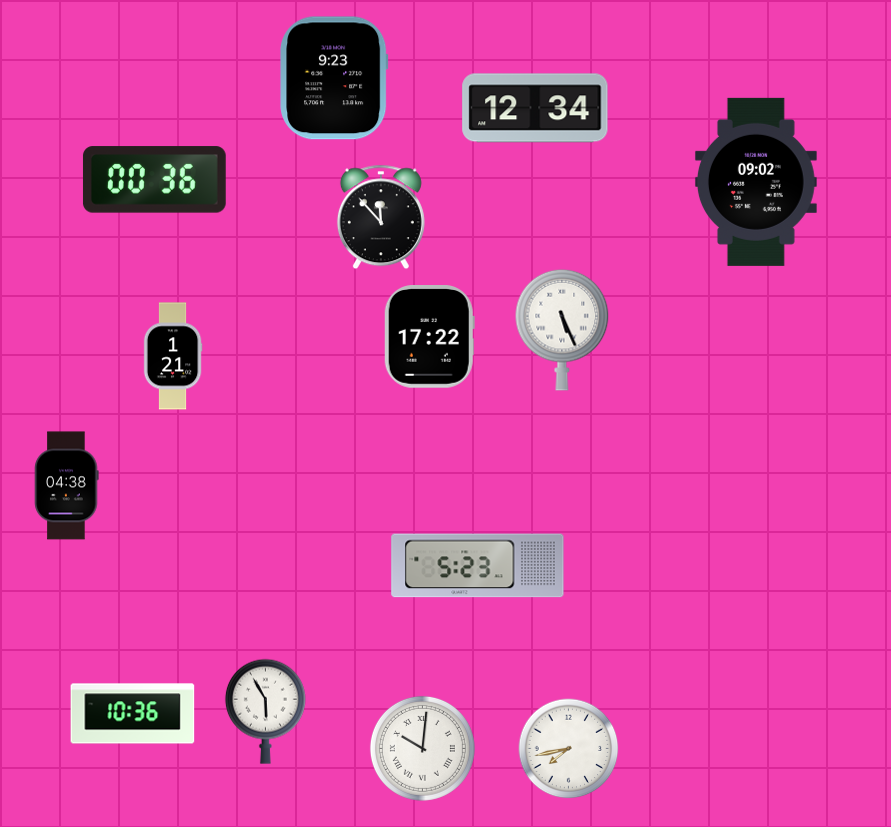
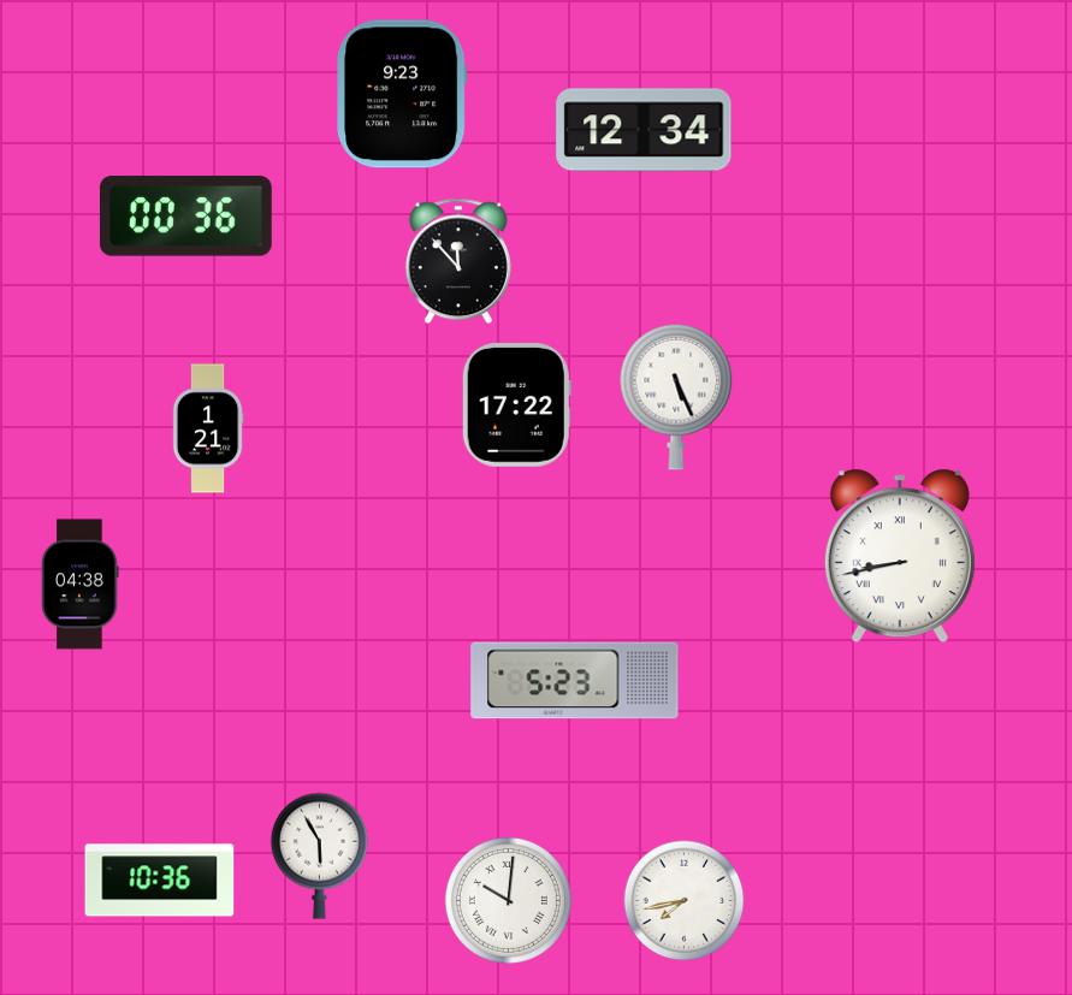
clock at (756, 182): 09:02 -> none
clock at (900, 556): none -> 8:43
clock at (133, 714) position: (133, 714) -> (160, 881)
